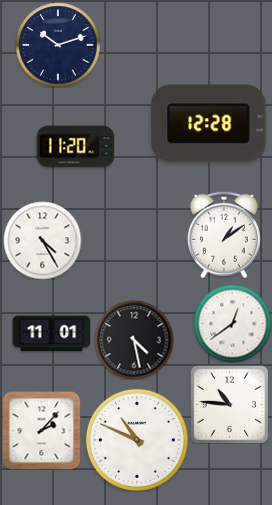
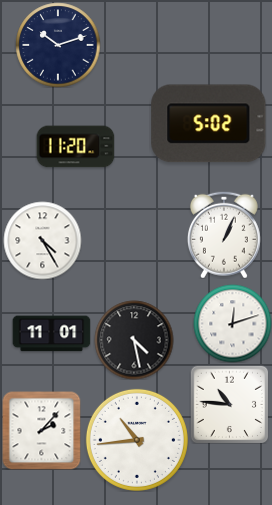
clock at (209, 124): 12:28 -> 5:02
clock at (224, 235): 1:09 -> 1:04
clock at (232, 323): 12:39 -> 12:12
clock at (137, 440): 10:49 -> 10:44
